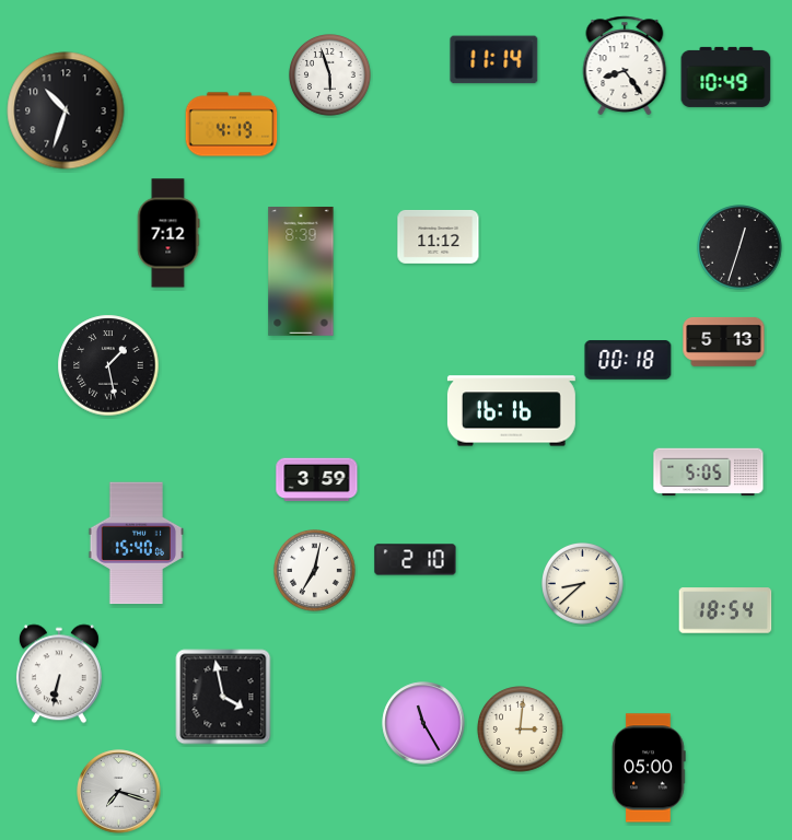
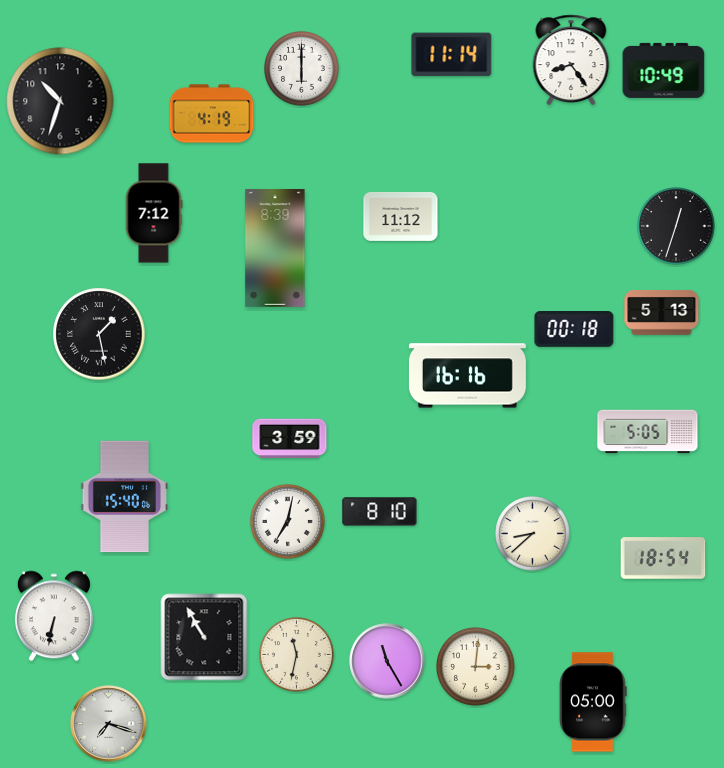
clock at (330, 75): 5:57 -> 6:00
clock at (416, 560): 2:10 -> 8:10
clock at (223, 697): 3:58 -> 10:55
clock at (297, 655): none -> 11:32
